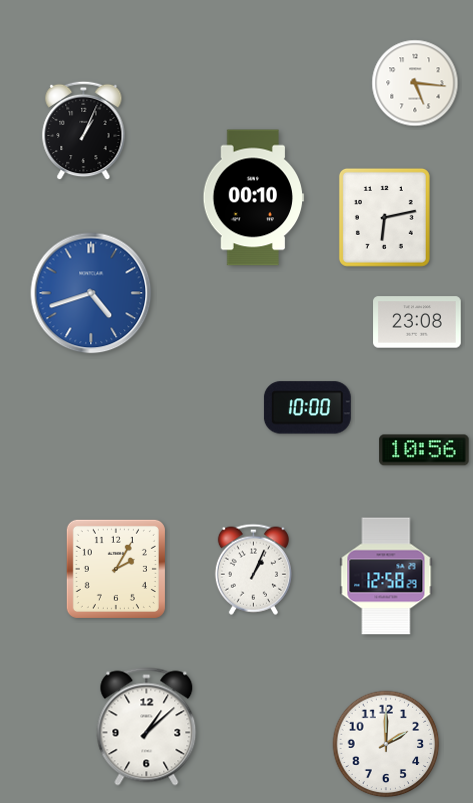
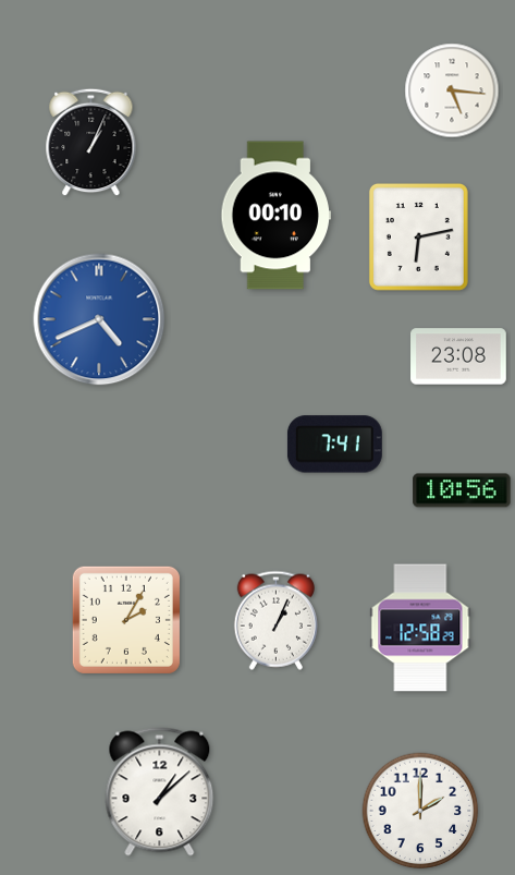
clock at (91, 293): 4:42 -> 4:41
clock at (417, 322) position: (417, 322) -> (458, 356)
clock at (307, 408): 10:00 -> 7:41
